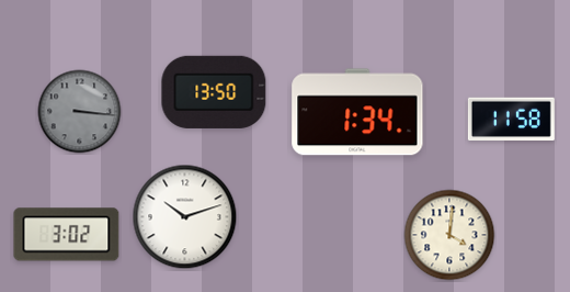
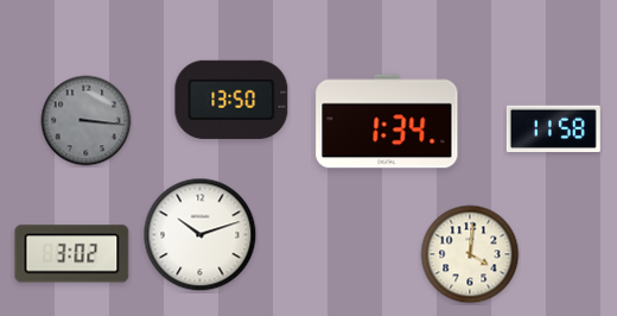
clock at (449, 235) position: (449, 235) -> (470, 254)
